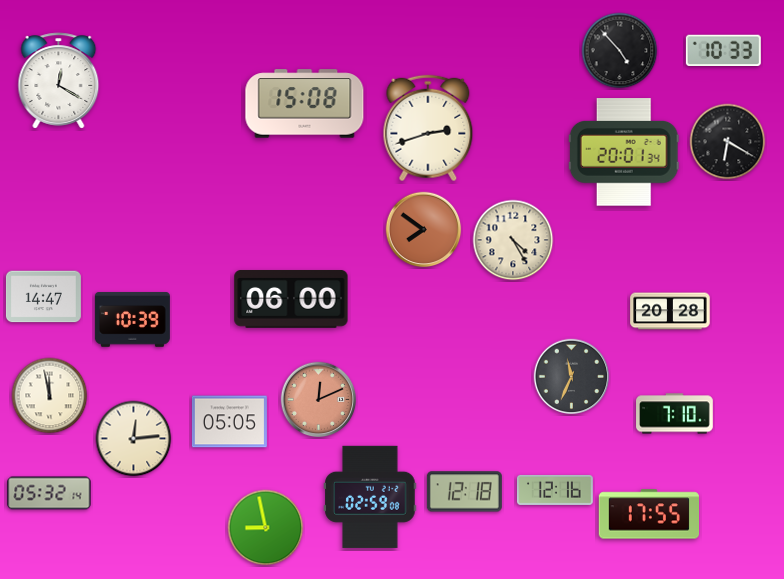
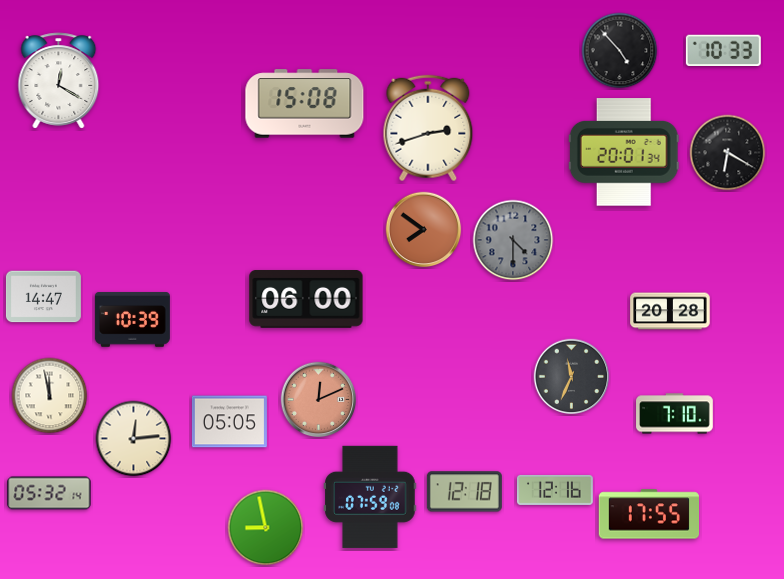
clock at (728, 142) position: (728, 142) -> (728, 153)
clock at (513, 240): 4:25 -> 4:30
clock at (513, 240) dial: cream -> grey
clock at (291, 300) position: (291, 300) -> (306, 300)
clock at (370, 497): 02:59 -> 07:59
